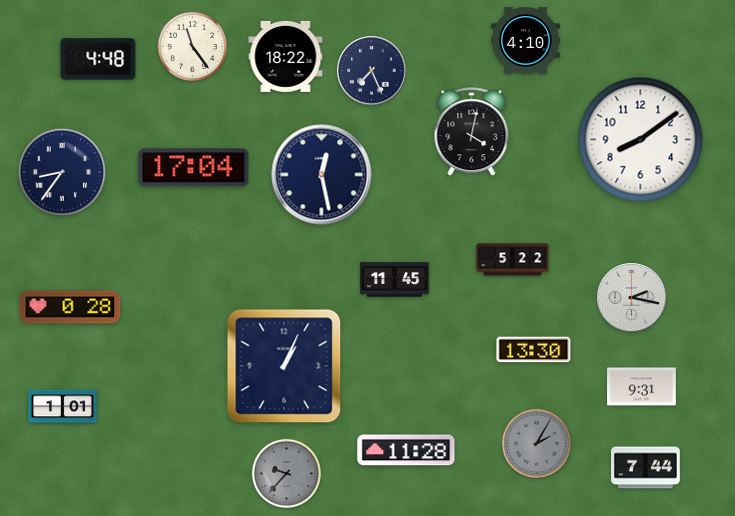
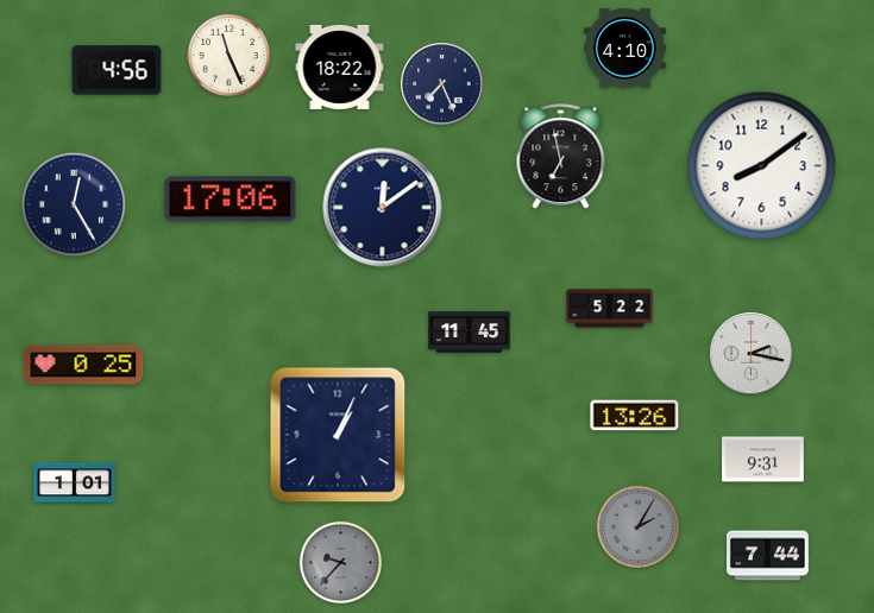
clock at (192, 46): 11:24 -> 11:26
clock at (98, 59): 4:48 -> 4:56
clock at (472, 132): 4:02 -> 6:58
clock at (194, 168): 17:04 -> 17:06
clock at (62, 172): 8:36 -> 12:25
clock at (322, 175): 12:28 -> 12:09
clock at (70, 307): 0:28 -> 0:25
clock at (534, 350): 13:30 -> 13:26
clock at (406, 450): 11:28 -> none
